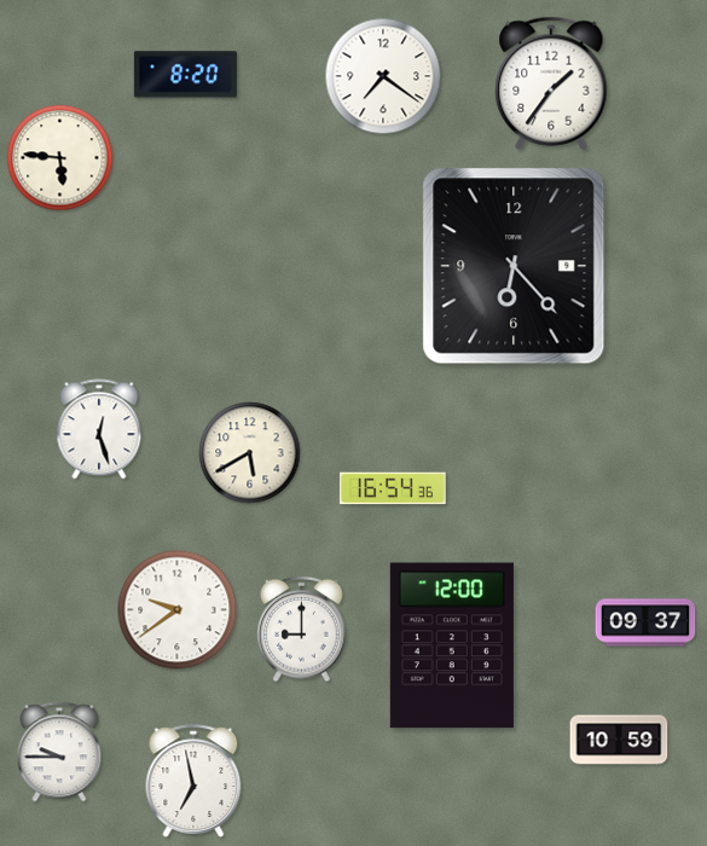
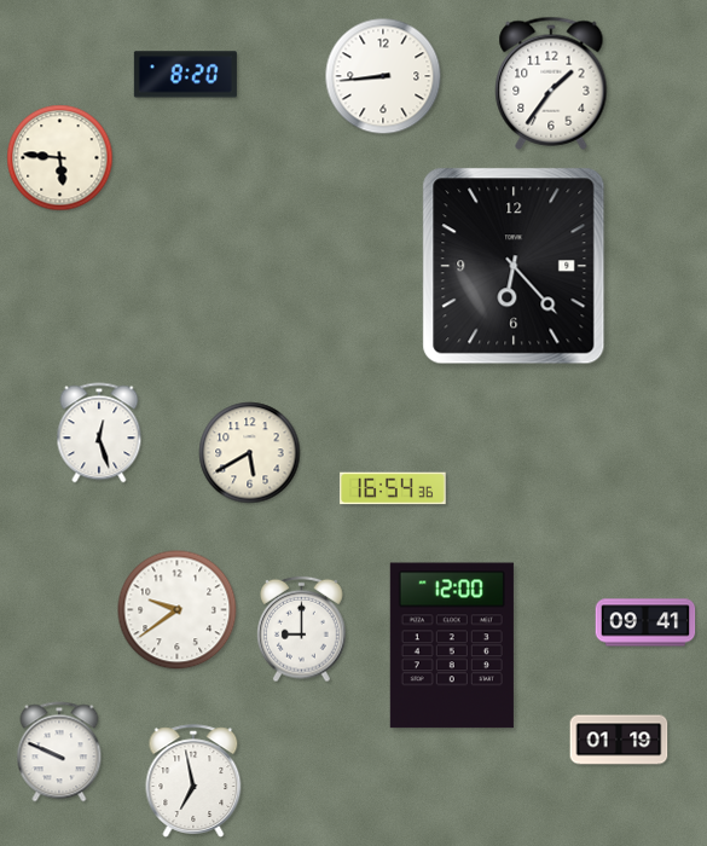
clock at (383, 76): 7:21 -> 8:44
clock at (99, 429) position: (99, 429) -> (99, 433)
clock at (645, 622): 09:37 -> 09:41
clock at (619, 740): 10:59 -> 01:19
clock at (59, 752): 9:45 -> 9:49
